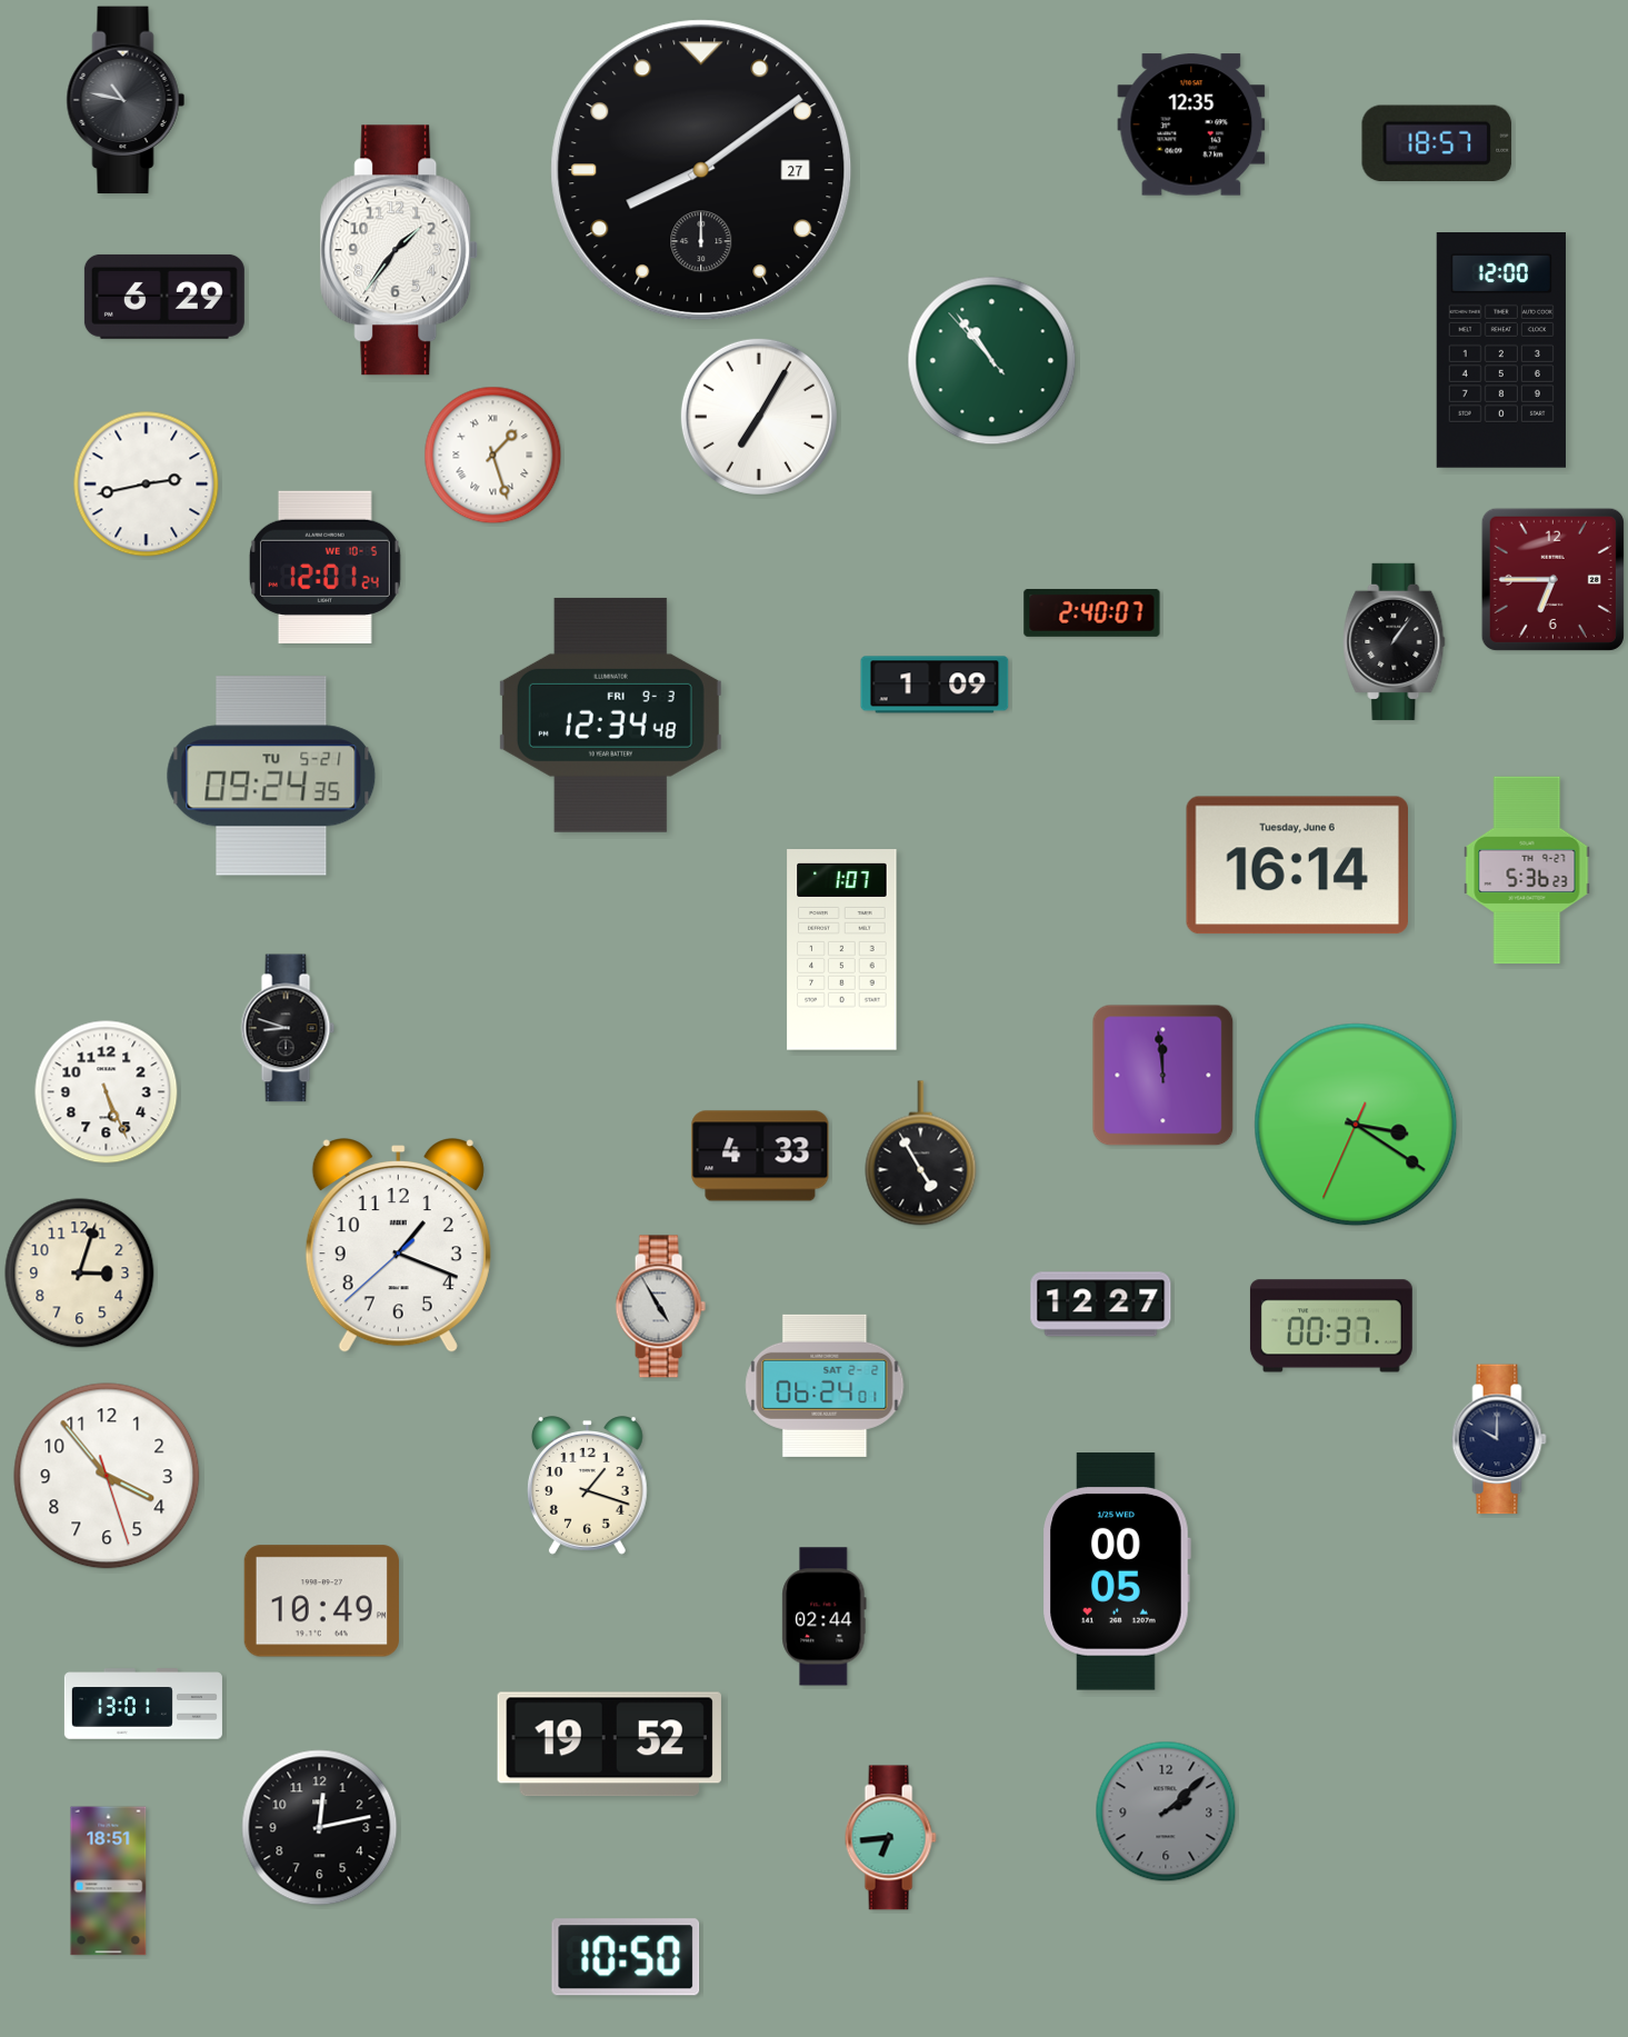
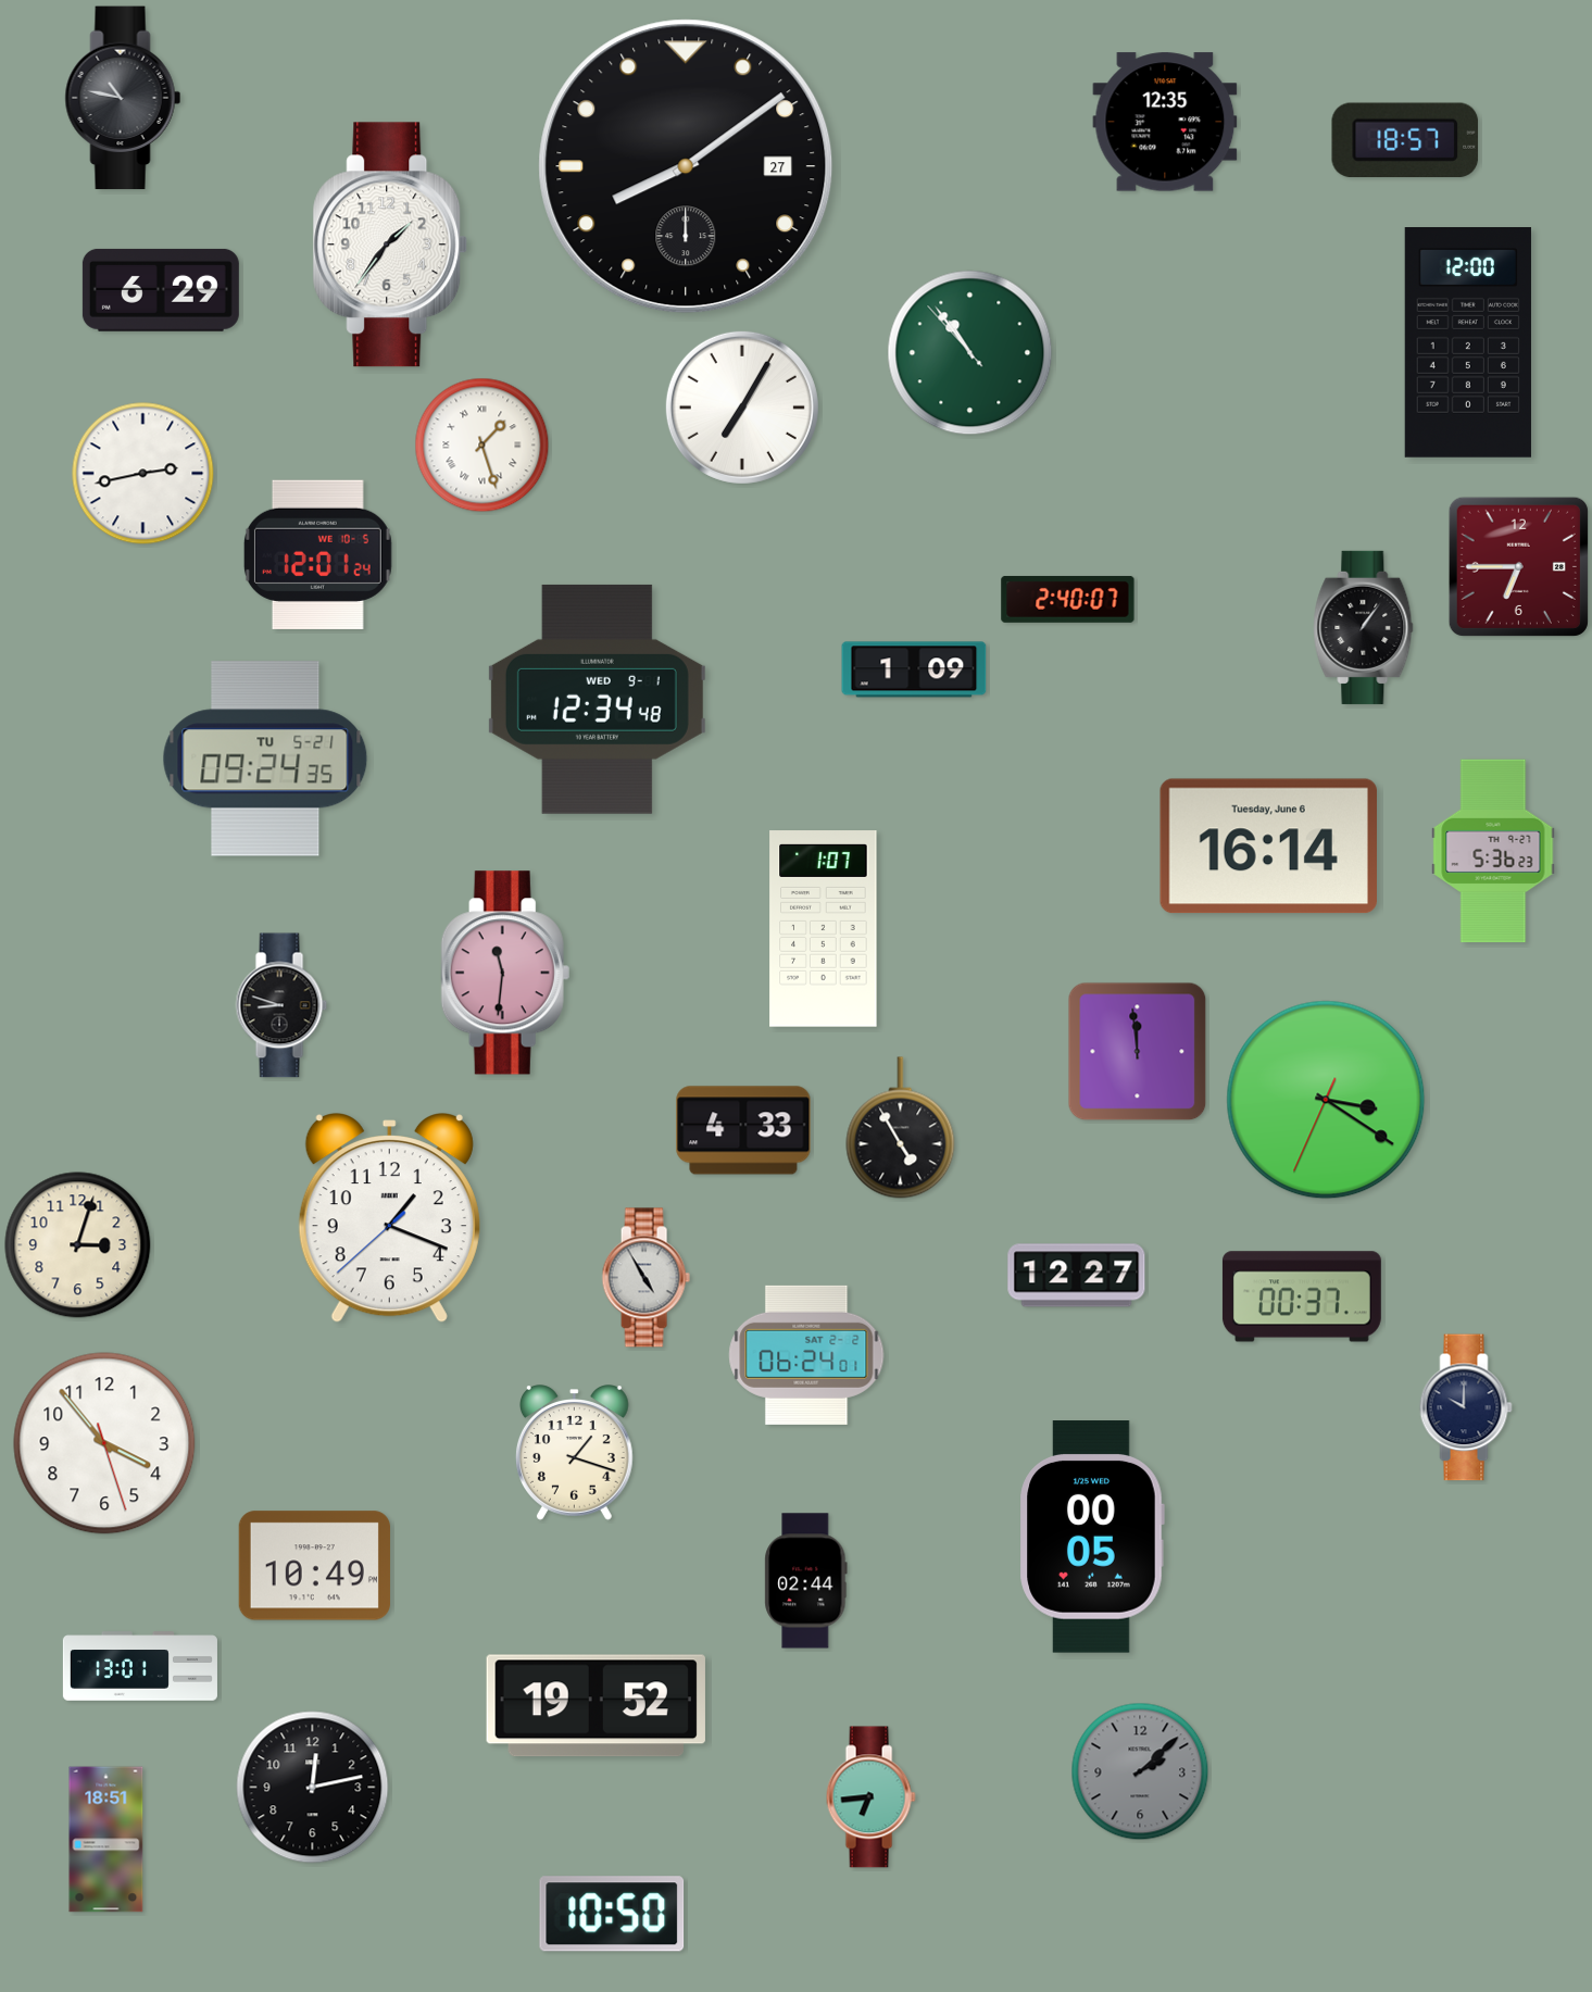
clock at (610, 715) date: FRI 9-3 -> WED 9-1
clock at (505, 973): none -> 11:31
clock at (107, 1092): 5:26 -> none
